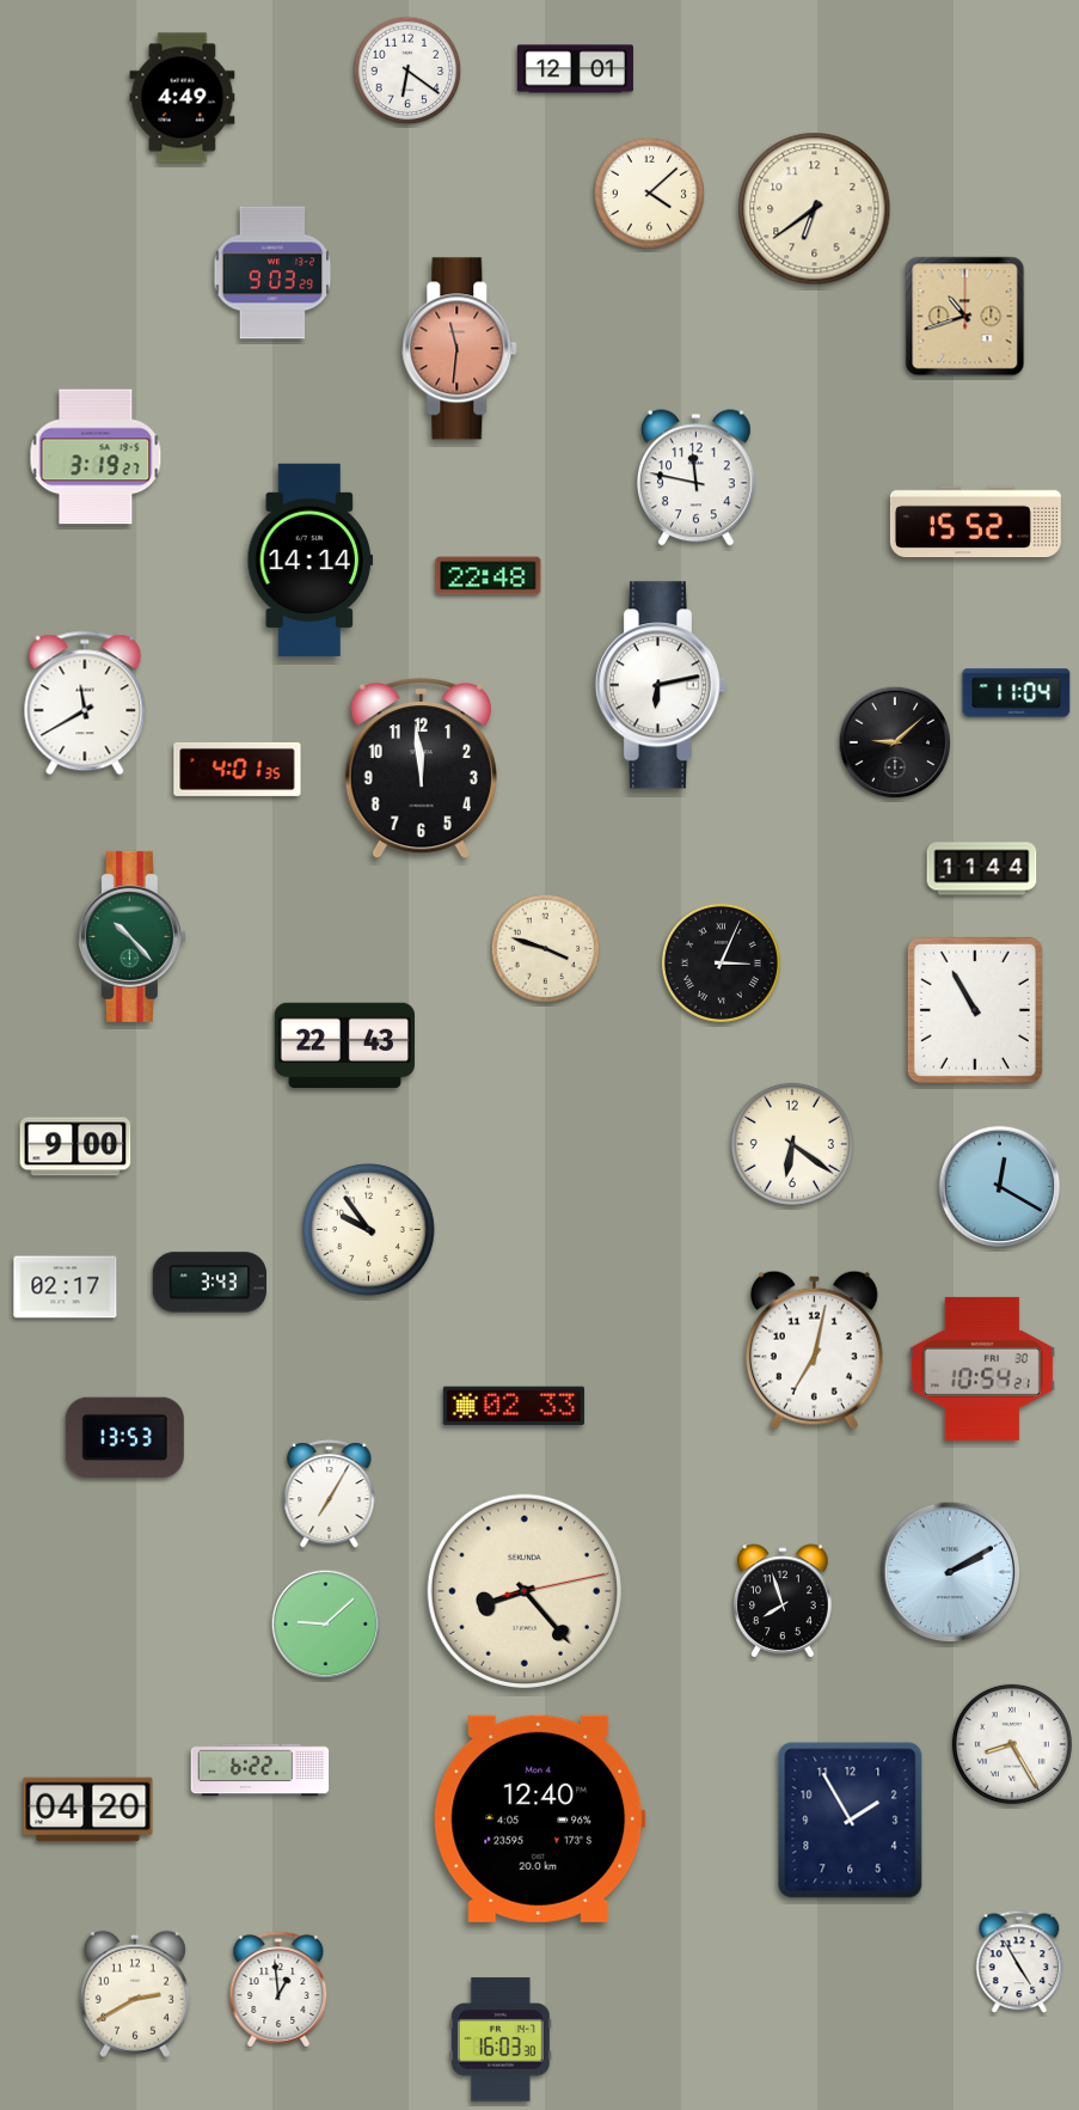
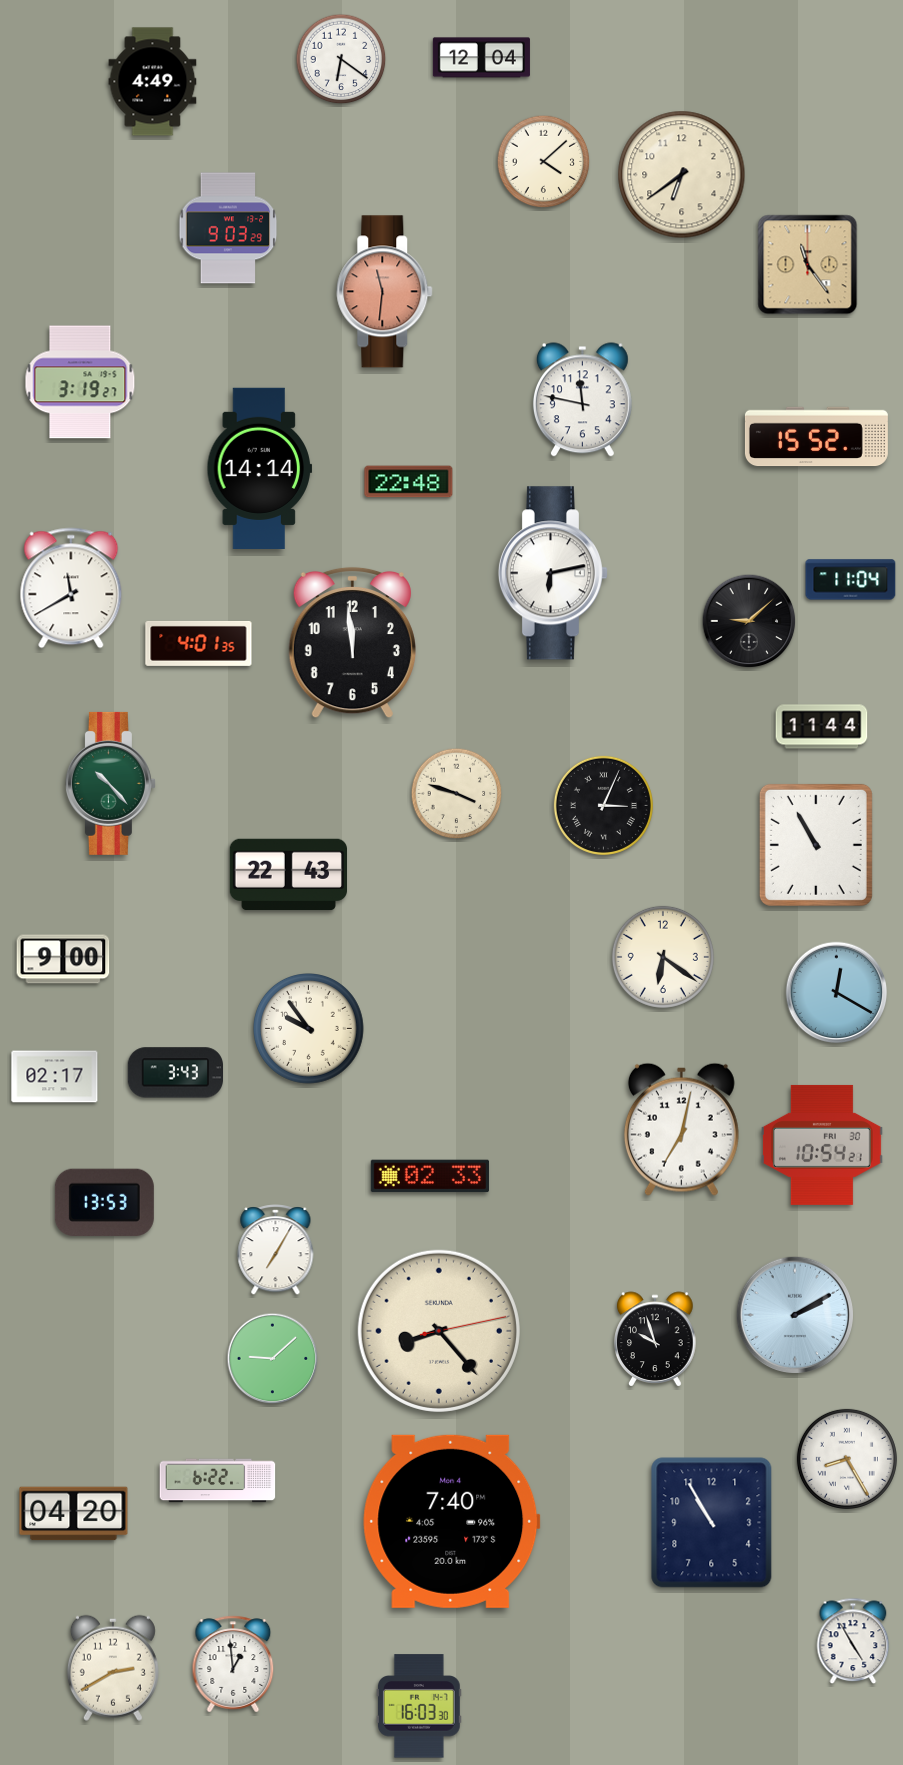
clock at (575, 69): 12:01 -> 12:04
clock at (965, 317): 10:42 -> 11:24
clock at (783, 1601): 7:57 -> 9:57
clock at (540, 1818): 12:40 -> 7:40
clock at (851, 1821): 1:55 -> 10:55
